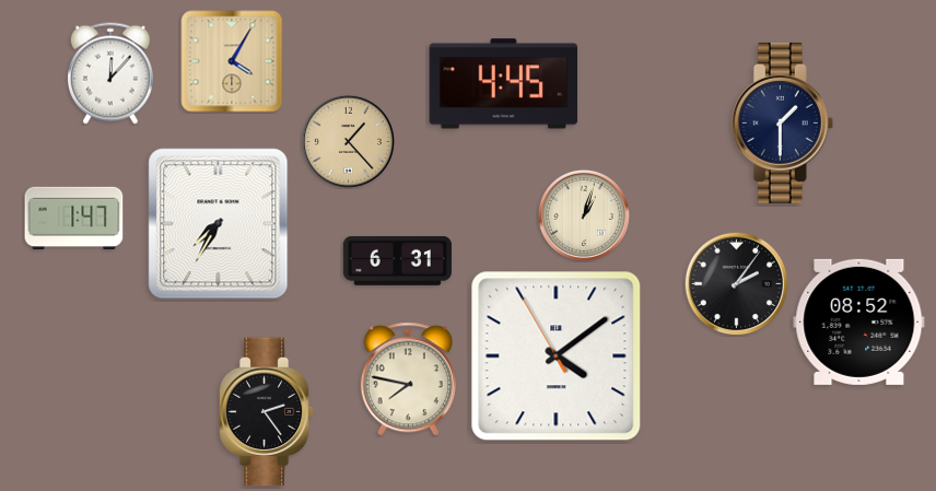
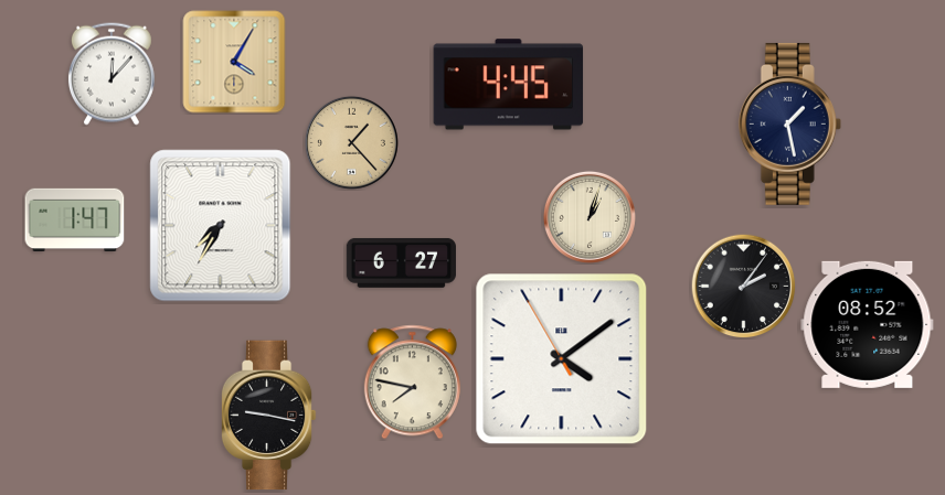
clock at (782, 122): 1:30 -> 1:28
clock at (397, 260): 6:31 -> 6:27
clock at (266, 412): 2:24 -> 9:17
